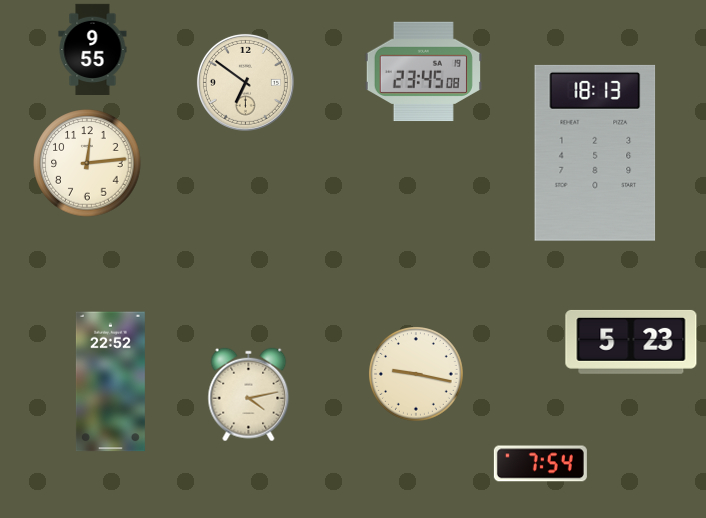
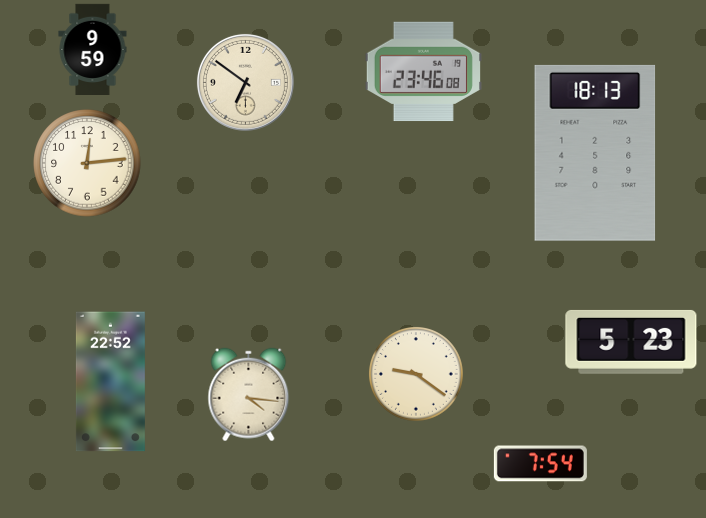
clock at (93, 49): 9:55 -> 9:59
clock at (423, 72): 23:45 -> 23:46
clock at (417, 375): 9:17 -> 9:21
clock at (249, 395): 4:13 -> 4:16
